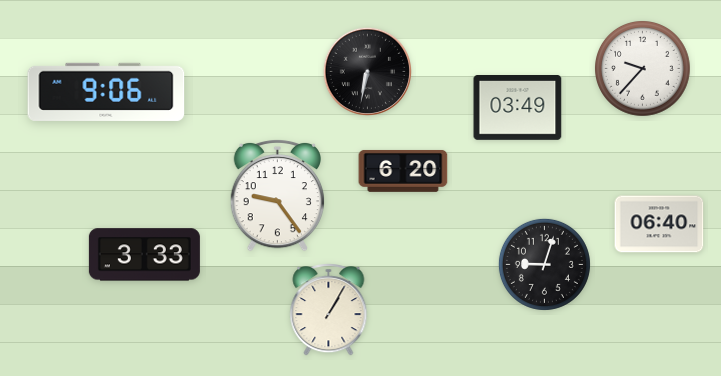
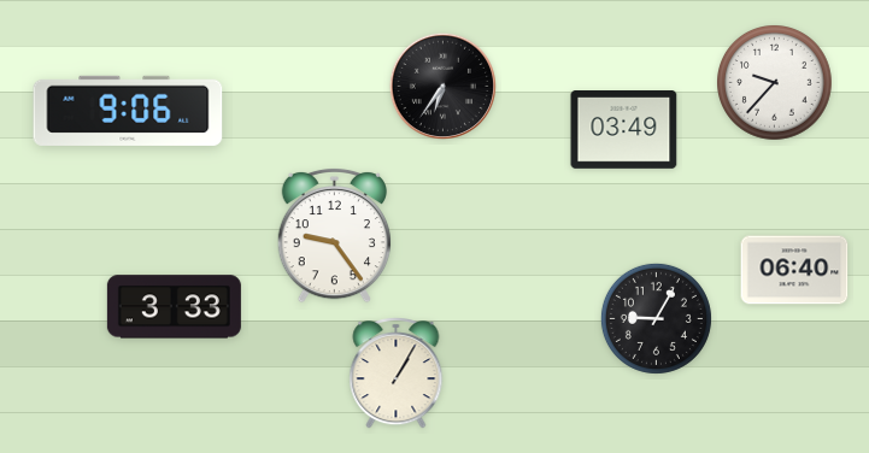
clock at (367, 71): 6:32 -> 6:36
clock at (403, 171): 6:20 -> none
clock at (544, 264): 9:03 -> 9:05
